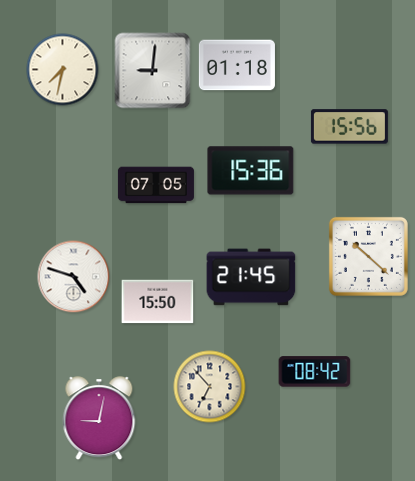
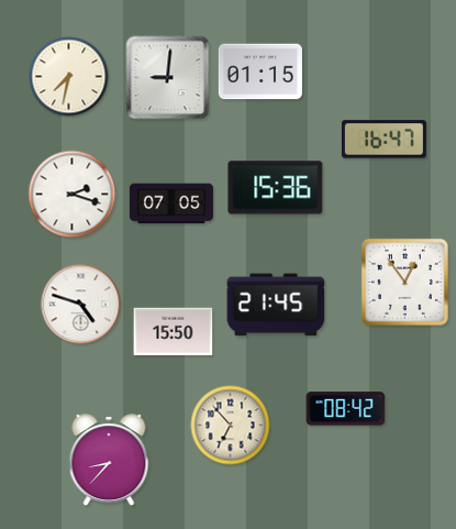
clock at (237, 65): 01:18 -> 01:15
clock at (349, 127): 15:56 -> 16:47
clock at (73, 195): none -> 2:18
clock at (368, 256): 10:22 -> 12:54
clock at (99, 419): 9:02 -> 8:37
